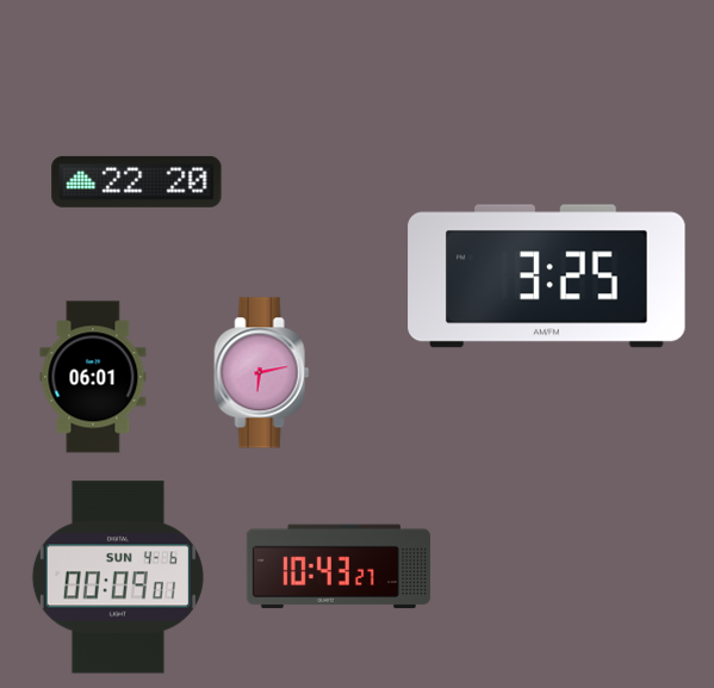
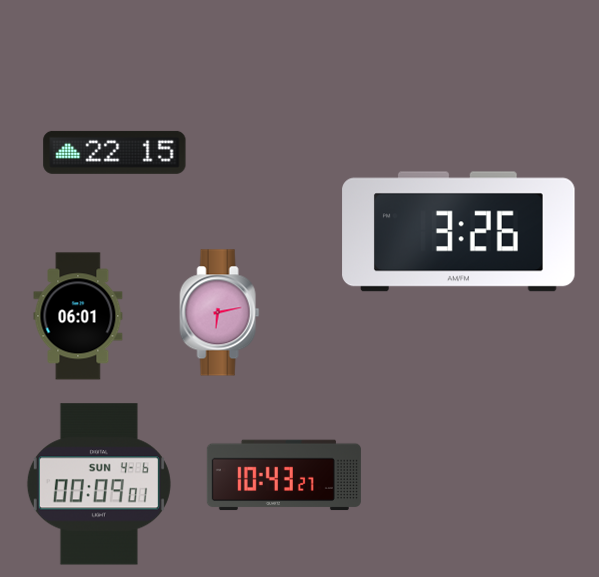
clock at (137, 181): 22:20 -> 22:15
clock at (547, 277): 3:25 -> 3:26
